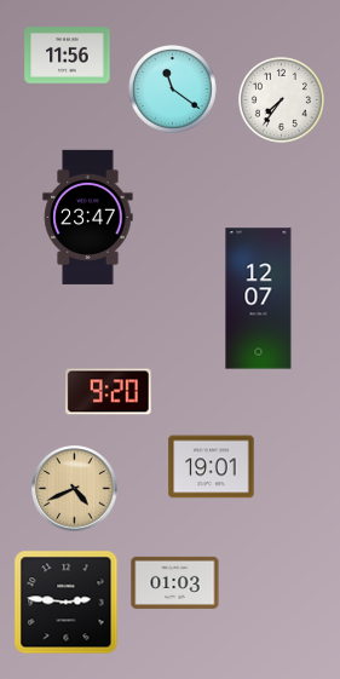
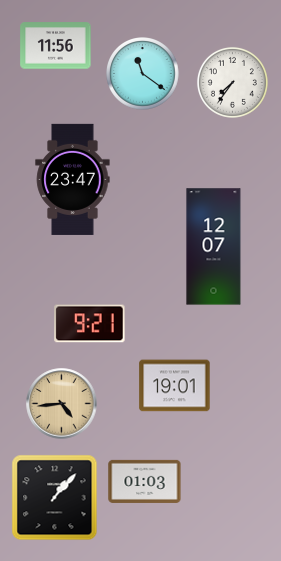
clock at (109, 392): 9:20 -> 9:21
clock at (75, 489): 4:41 -> 4:44
clock at (67, 603): 2:46 -> 1:07
